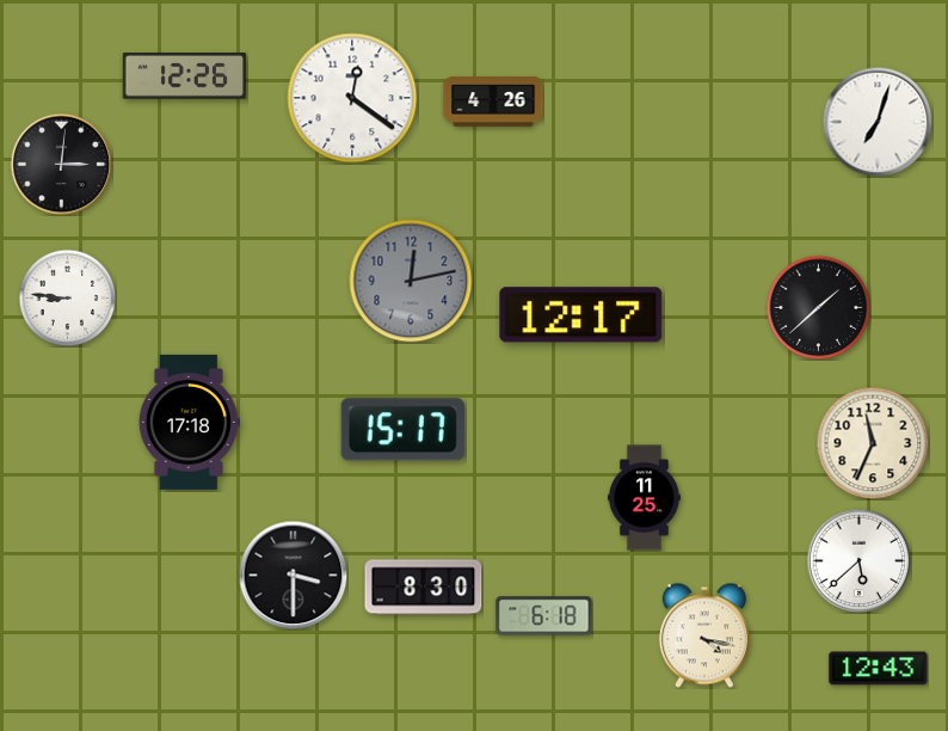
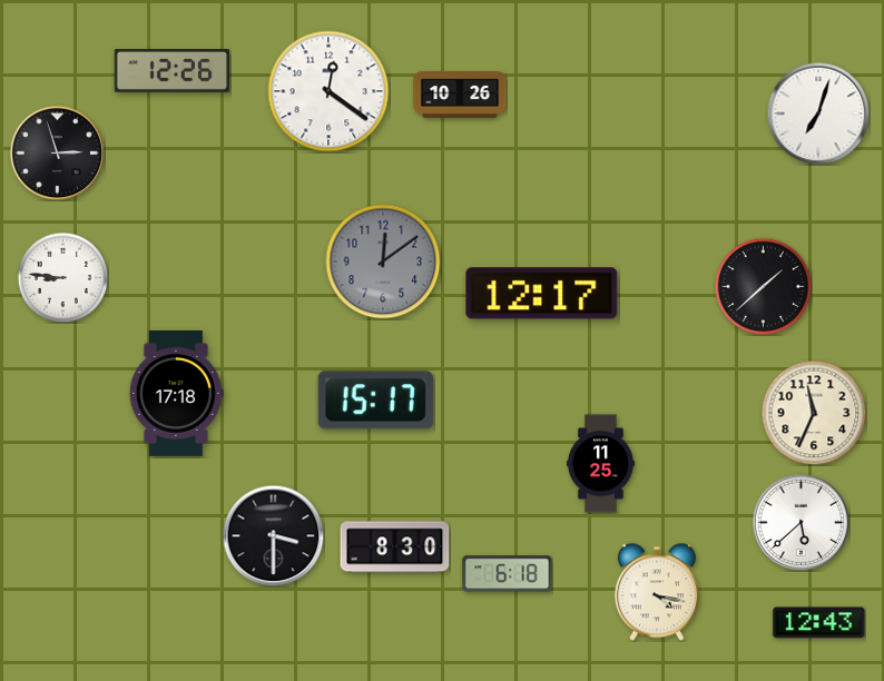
clock at (493, 102): 4:26 -> 10:26
clock at (61, 164): 3:01 -> 2:57
clock at (411, 281): 12:13 -> 12:09
